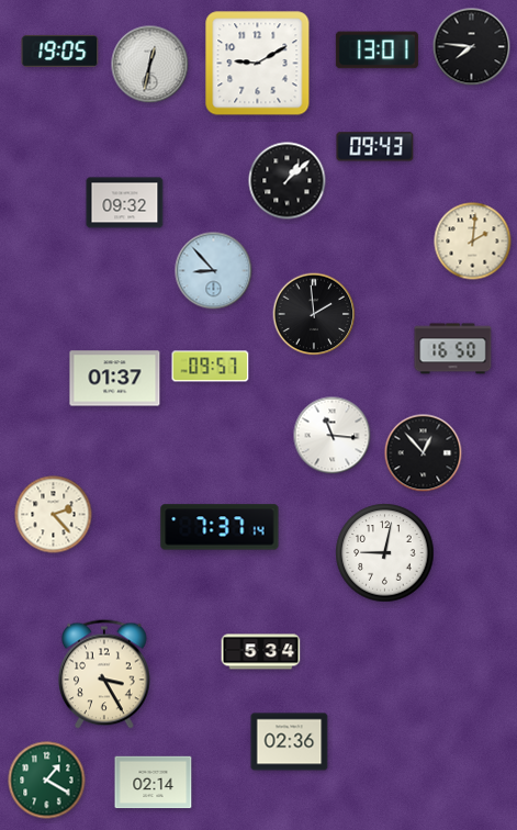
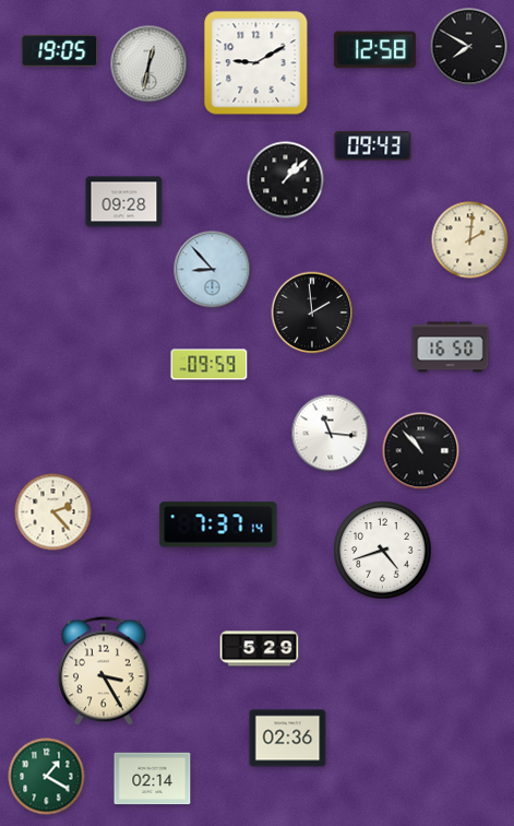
clock at (472, 47): 7:46 -> 7:50
clock at (376, 51): 13:01 -> 12:58
clock at (125, 203): 09:32 -> 09:28
clock at (211, 367): 09:57 -> 09:59
clock at (115, 379): 01:37 -> none
clock at (424, 453): 12:53 -> 10:53
clock at (385, 553): 9:02 -> 4:42
clock at (261, 652): 5:34 -> 5:29
